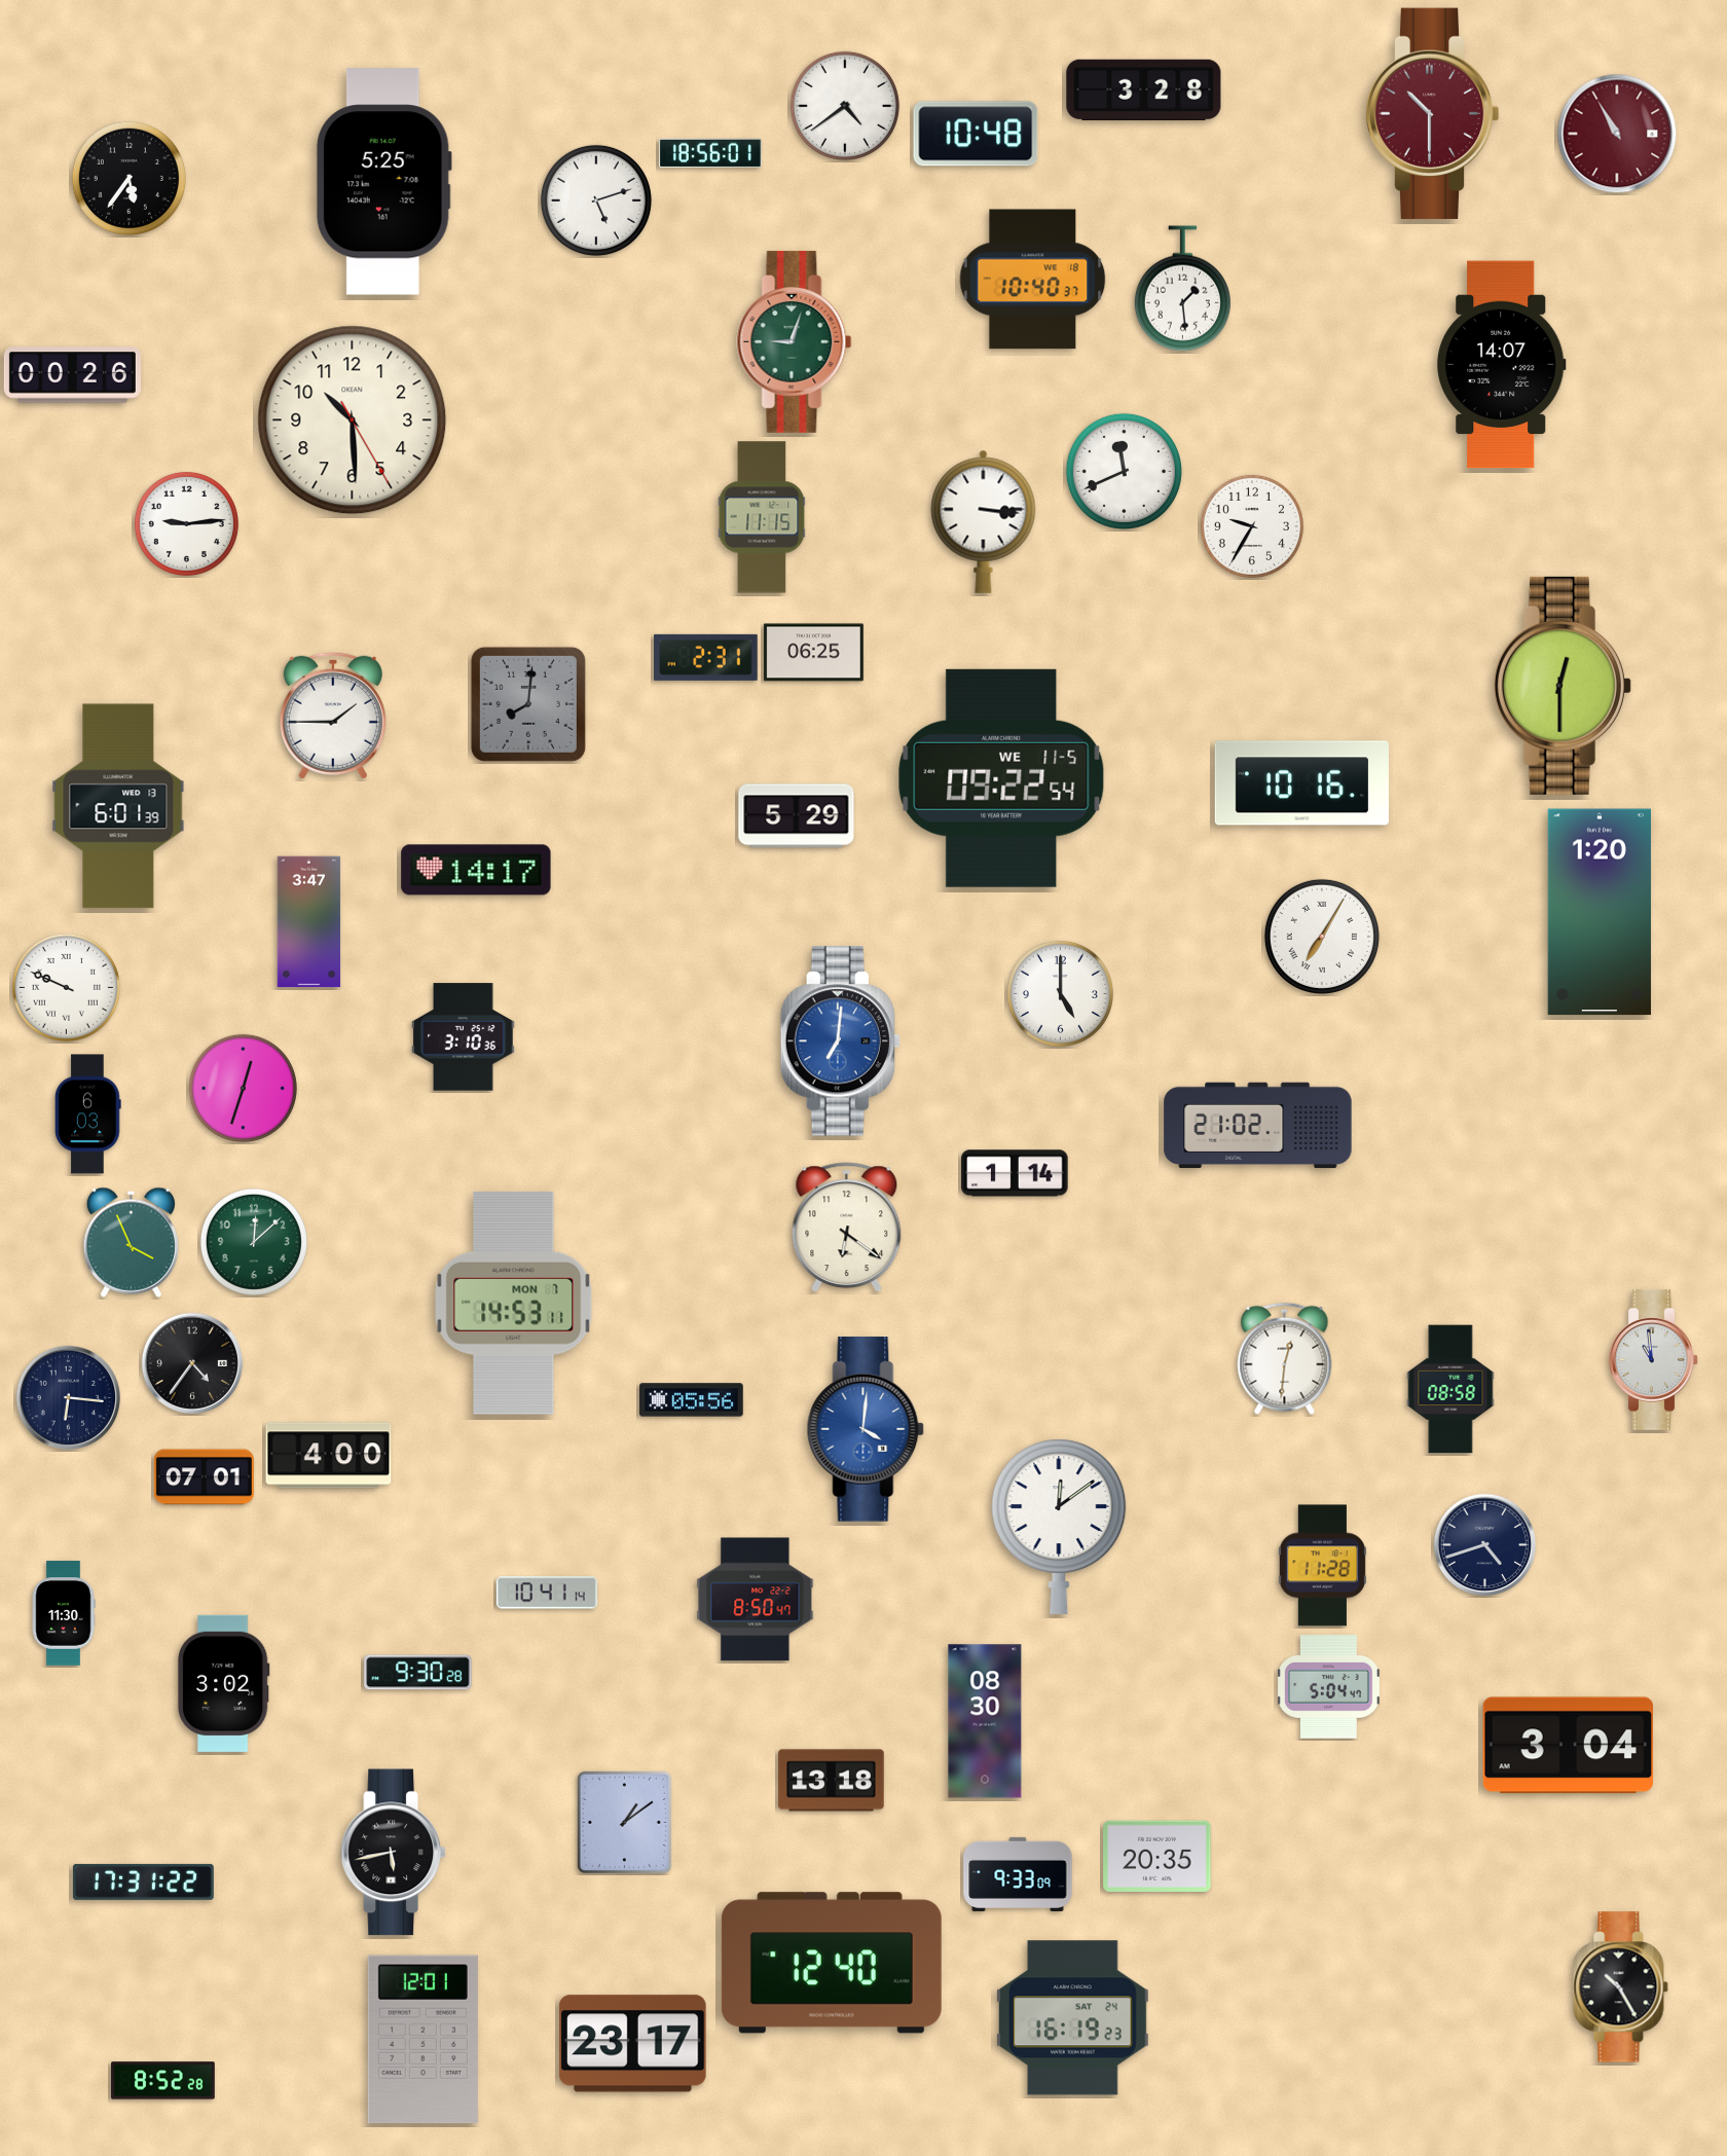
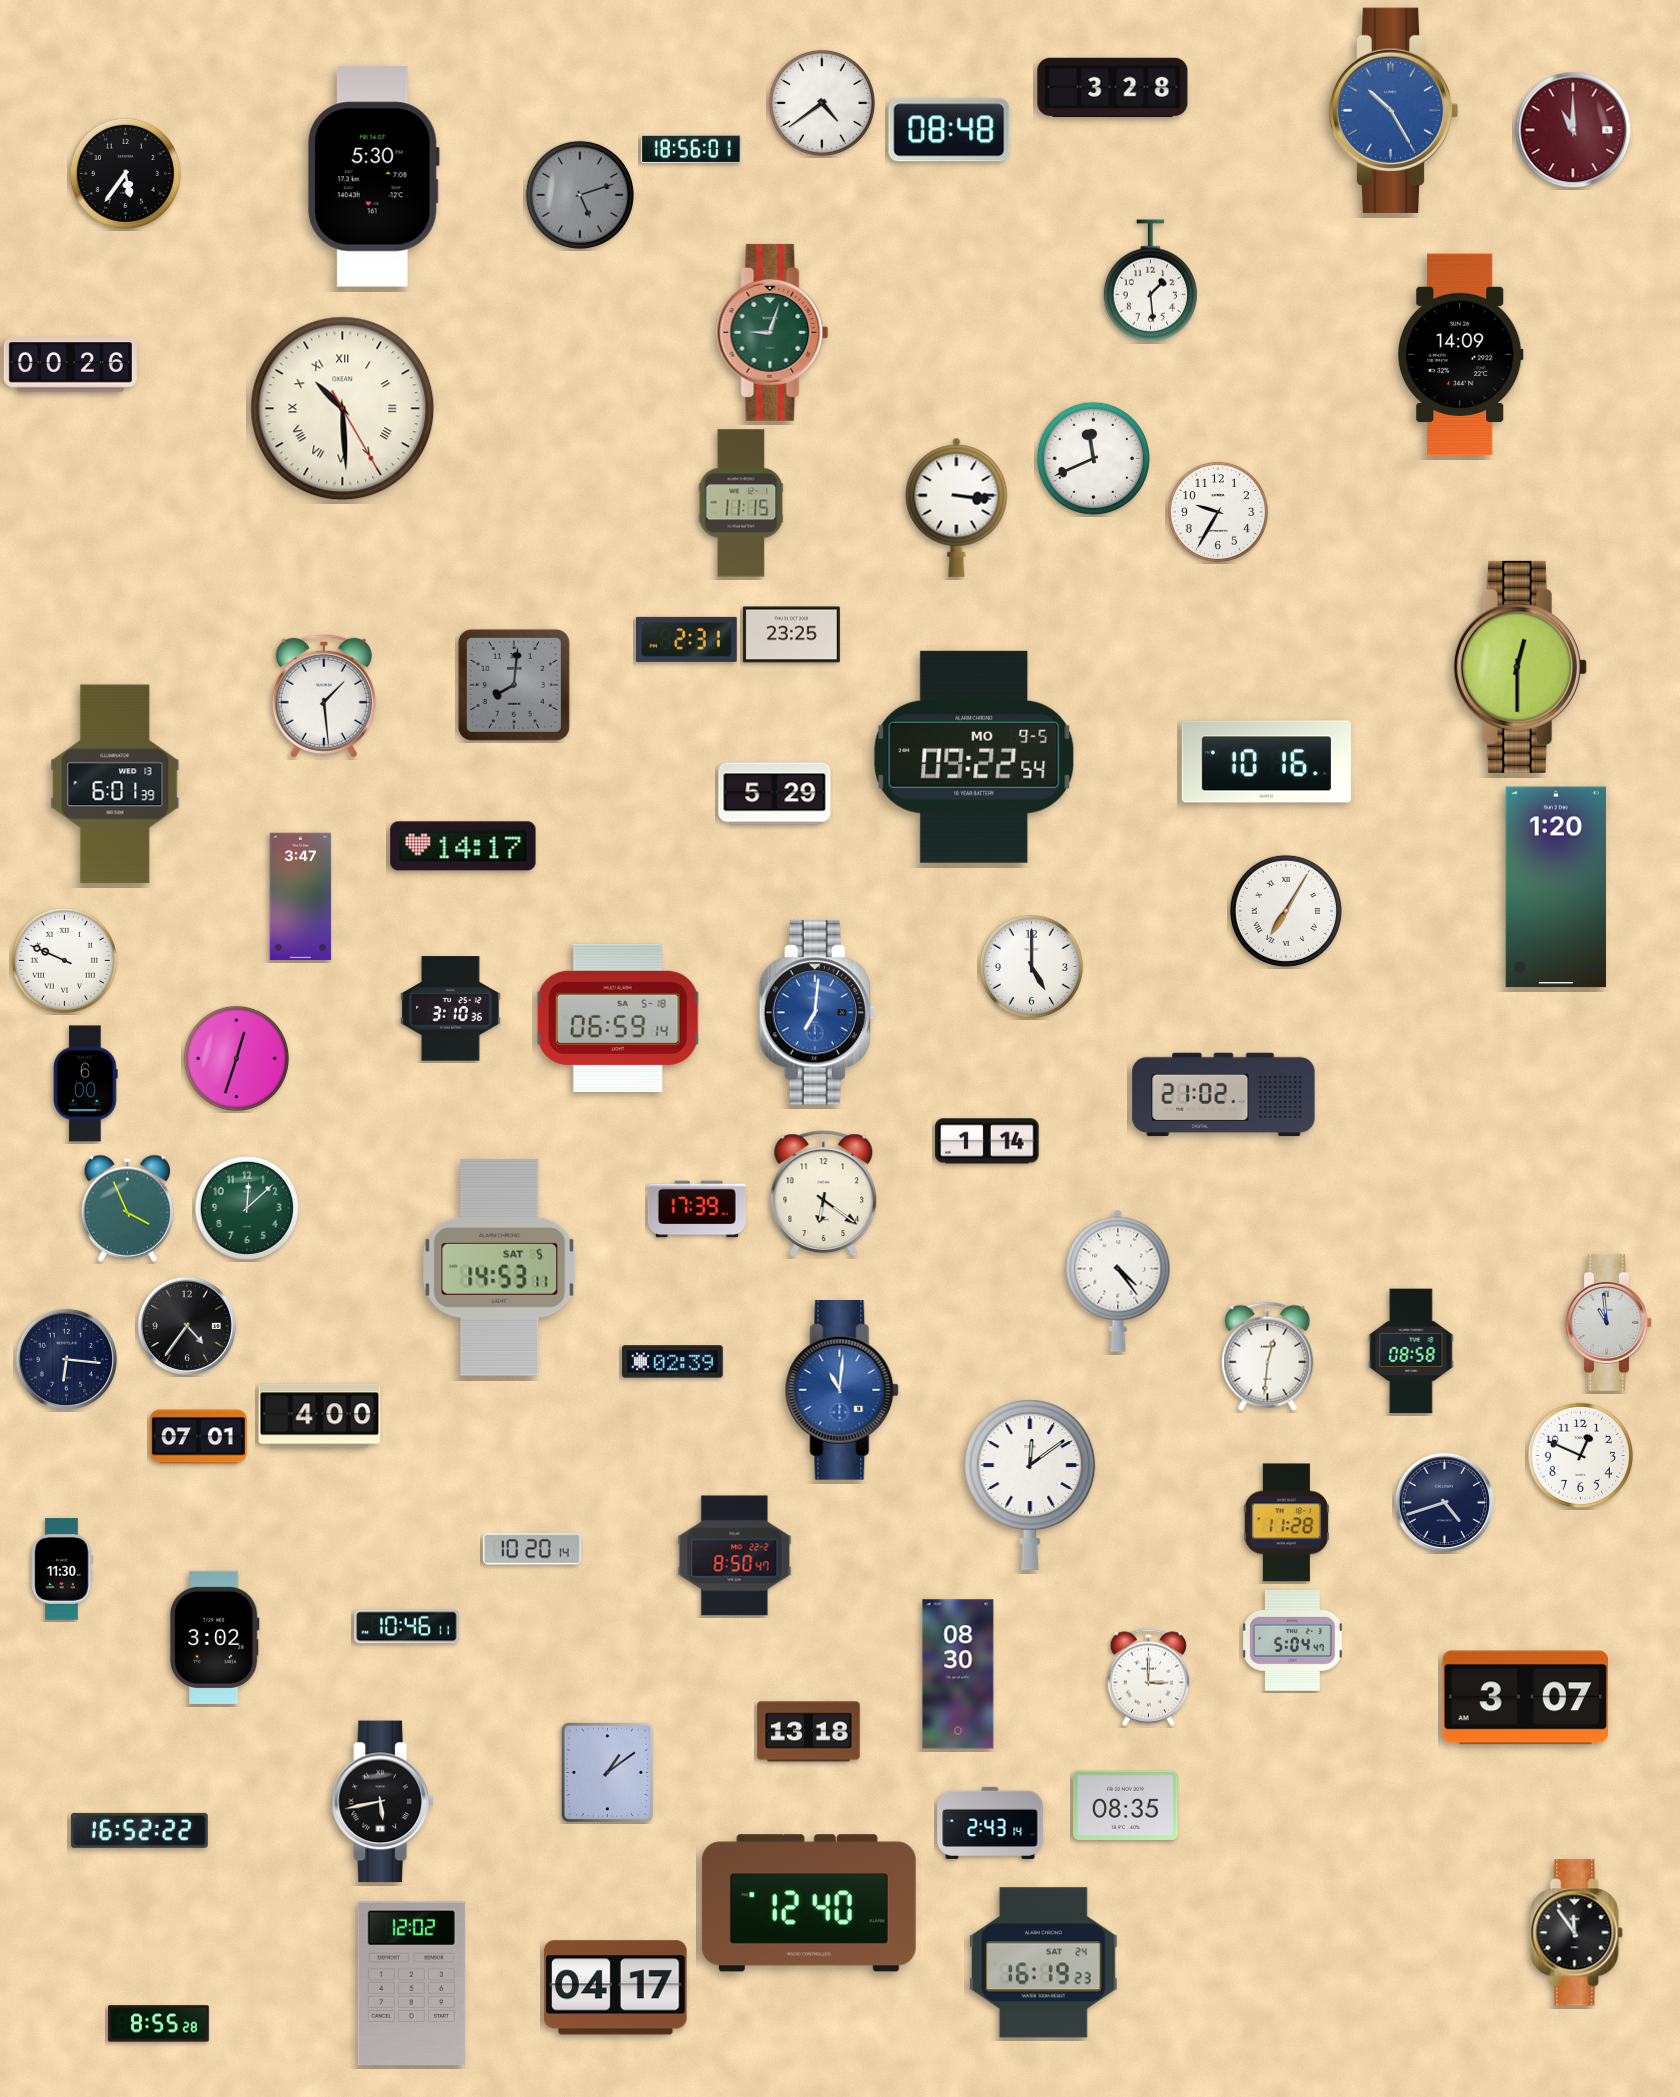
clock at (1432, 113): 10:30 -> 10:25
clock at (1432, 113) dial: burgundy -> blue
clock at (976, 134): 10:48 -> 08:48
clock at (1617, 134): 10:55 -> 11:00
clock at (383, 182): 5:25 -> 5:30
clock at (596, 200) dial: white -> grey
clock at (1033, 280): 10:40 -> none
clock at (1502, 365): 14:07 -> 14:09
clock at (353, 421) numerals: Arabic -> Roman
clock at (186, 523): 9:14 -> none
clock at (813, 653): 06:25 -> 23:25
clock at (333, 716): 1:45 -> 1:29
clock at (1001, 778) date: WE 11-5 -> MO 9-5
clock at (618, 1018): none -> 06:59
clock at (88, 1114): 6:03 -> 6:00
clock at (697, 1209): none -> 17:39
clock at (514, 1303) date: MON 7 -> SAT 5
clock at (1118, 1281): none -> 4:24
clock at (1285, 1358) position: (1285, 1358) -> (1268, 1356)
clock at (692, 1400): 05:56 -> 02:39
clock at (866, 1429): 4:01 -> 11:01
clock at (1580, 1455): none -> 12:49
clock at (547, 1593): 10:41 -> 10:20
clock at (418, 1673): 9:30 -> 10:46
clock at (223, 1683) position: (223, 1683) -> (214, 1637)
clock at (1149, 1678): none -> 3:00
clock at (1568, 1746): 3:04 -> 3:07
clock at (1158, 1856): 20:35 -> 08:35
clock at (1018, 1874): 9:33 -> 2:43
clock at (143, 1881): 17:31 -> 16:52
clock at (832, 1963) position: (832, 1963) -> (809, 1903)
clock at (1621, 1987): 10:25 -> 11:54
clock at (422, 2040): 12:01 -> 12:02
clock at (633, 2044): 23:17 -> 04:17
clock at (163, 2081): 8:52 -> 8:55
